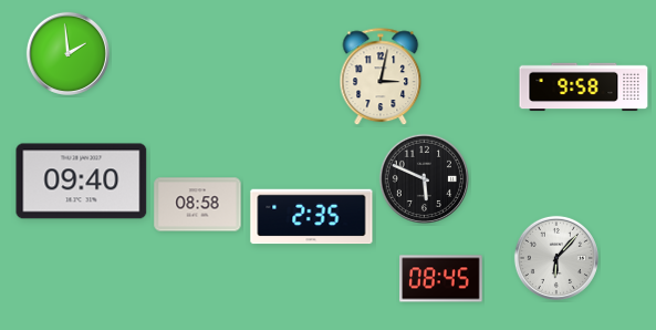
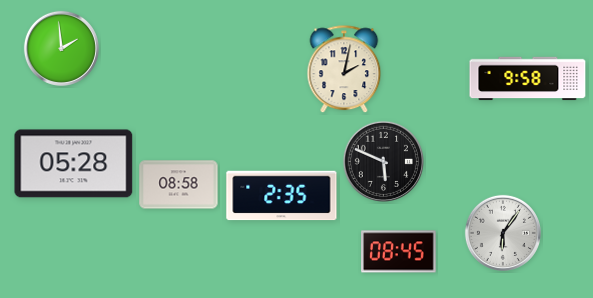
clock at (381, 78): 3:02 -> 2:02
clock at (82, 182): 09:40 -> 05:28
clock at (556, 258): 6:07 -> 6:06
